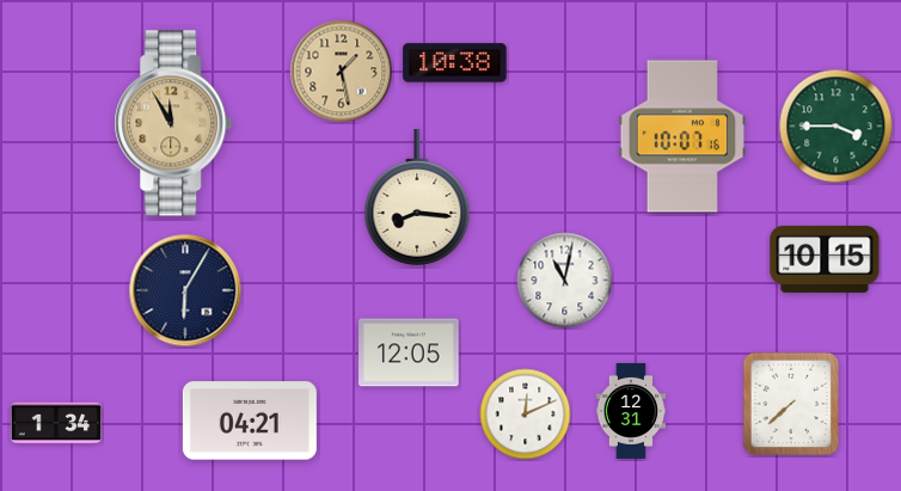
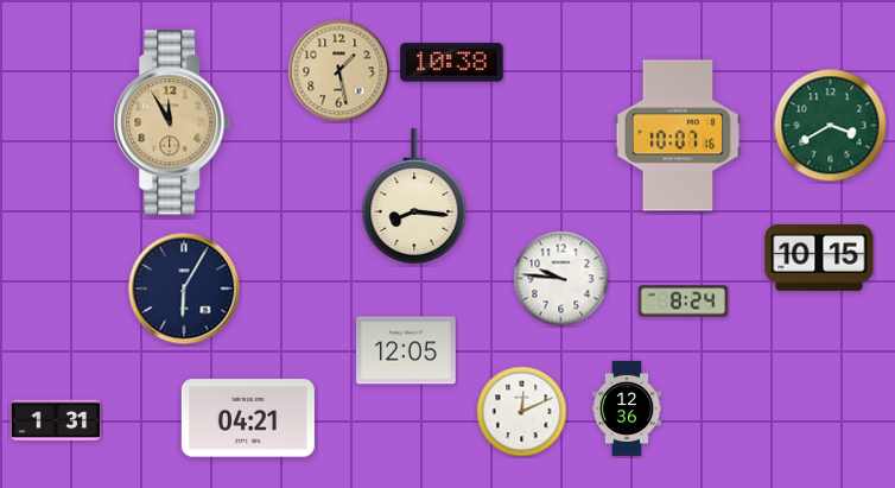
clock at (836, 127): 3:45 -> 3:40
clock at (565, 281): 11:02 -> 9:46
clock at (684, 302): none -> 8:24
clock at (791, 404): 7:38 -> none
clock at (631, 411): 12:31 -> 12:36
clock at (56, 423): 1:34 -> 1:31
